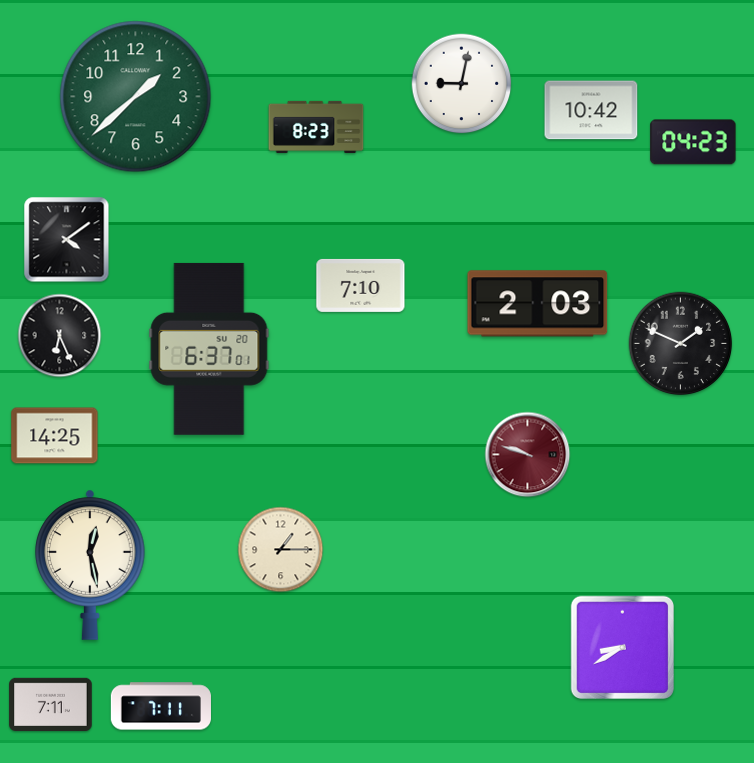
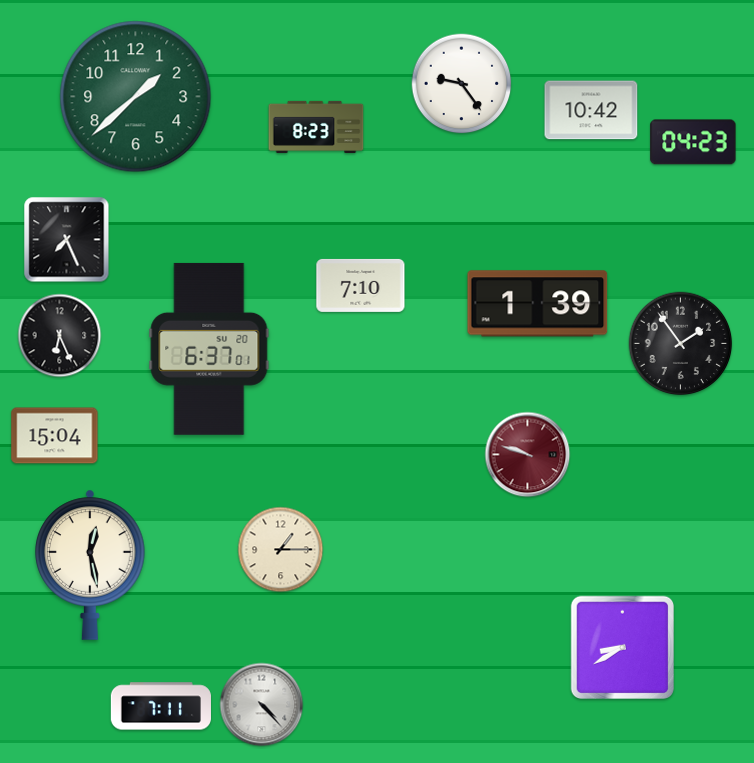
clock at (462, 84): 9:02 -> 9:24
clock at (67, 240): 4:09 -> 7:26
clock at (538, 304): 2:03 -> 1:39
clock at (681, 344): 1:49 -> 1:54
clock at (55, 436): 14:25 -> 15:04
clock at (51, 704): 7:11 -> none
clock at (262, 705): none -> 4:23
